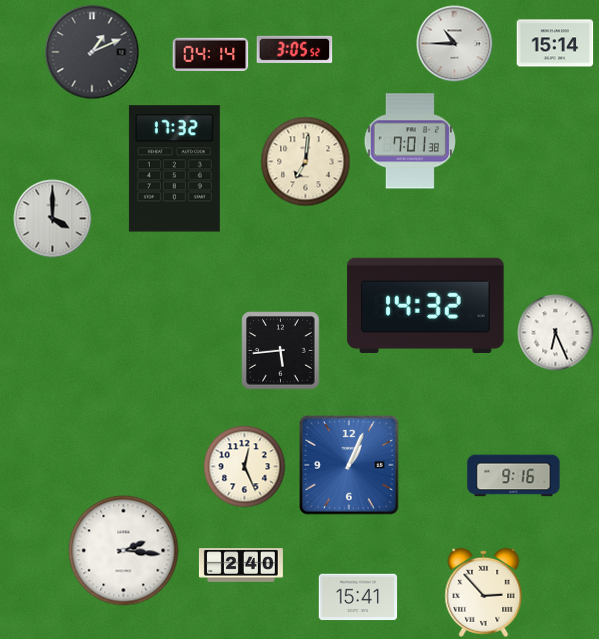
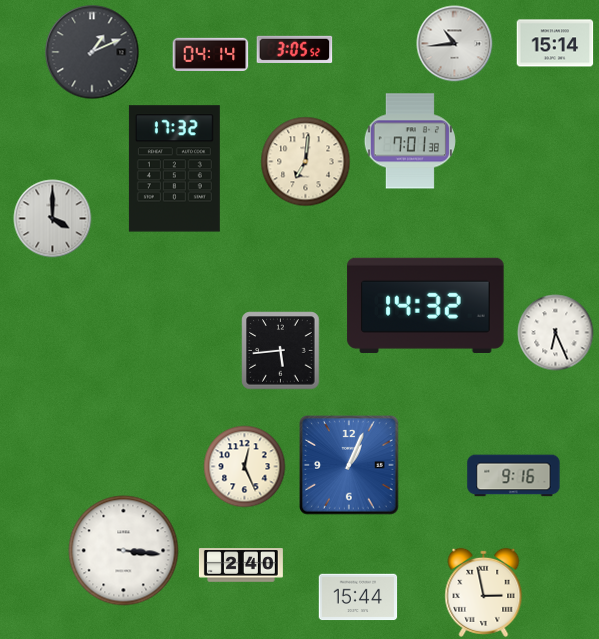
clock at (455, 44): 10:45 -> 10:44
clock at (124, 551): 2:16 -> 3:16
clock at (484, 592): 2:53 -> 2:58
clock at (358, 597): 15:41 -> 15:44
